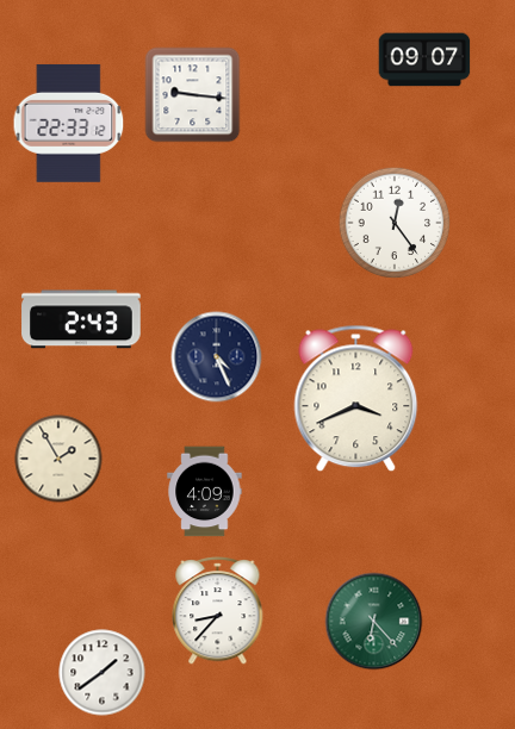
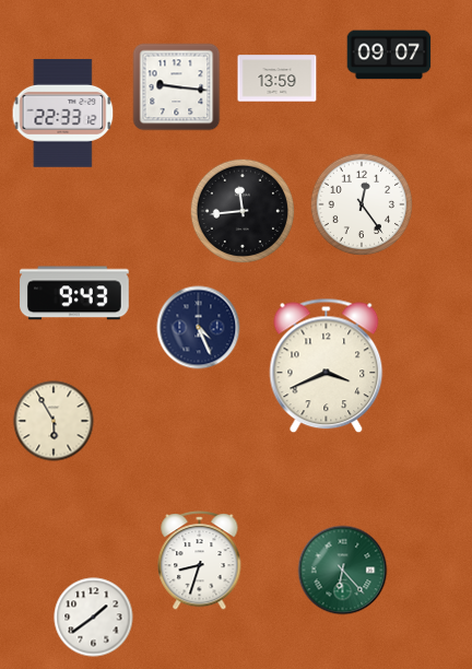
clock at (278, 79): none -> 13:59
clock at (241, 210): none -> 11:44
clock at (81, 319): 2:43 -> 9:43
clock at (58, 459): 1:55 -> 5:55
clock at (205, 492): 4:09 -> none
clock at (218, 611): 8:37 -> 8:33
